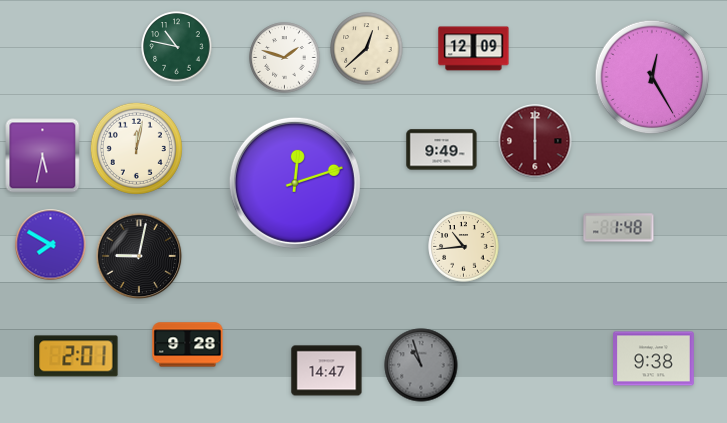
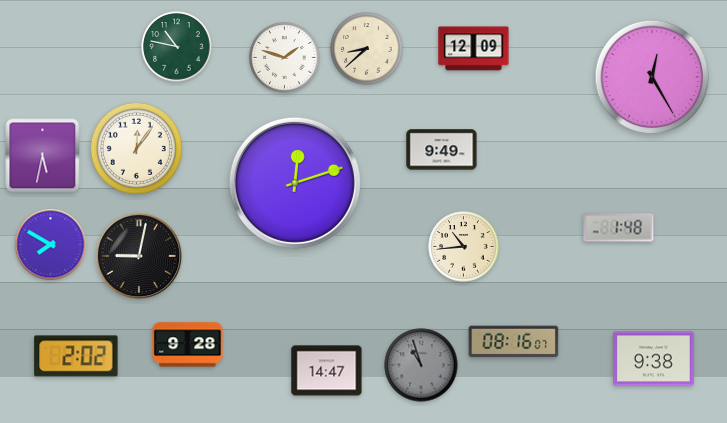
clock at (367, 49): 12:38 -> 8:38
clock at (535, 141): 6:00 -> none
clock at (136, 148): 12:02 -> 12:06
clock at (514, 342): none -> 08:16
clock at (76, 356): 2:01 -> 2:02
